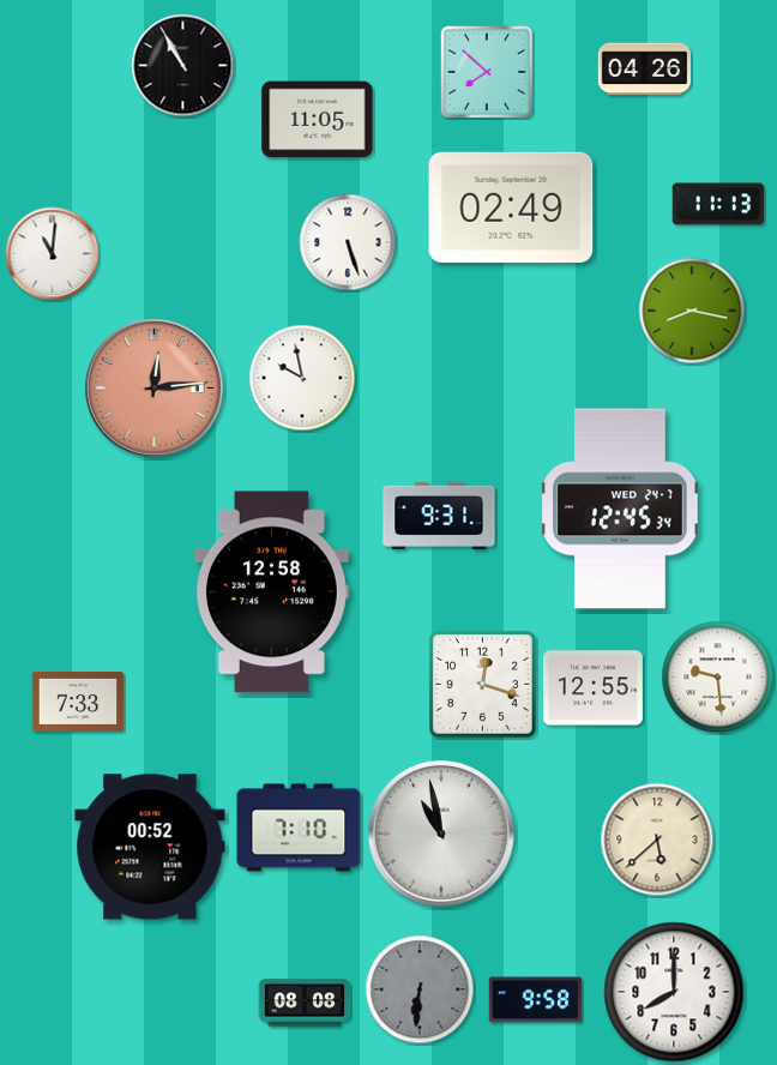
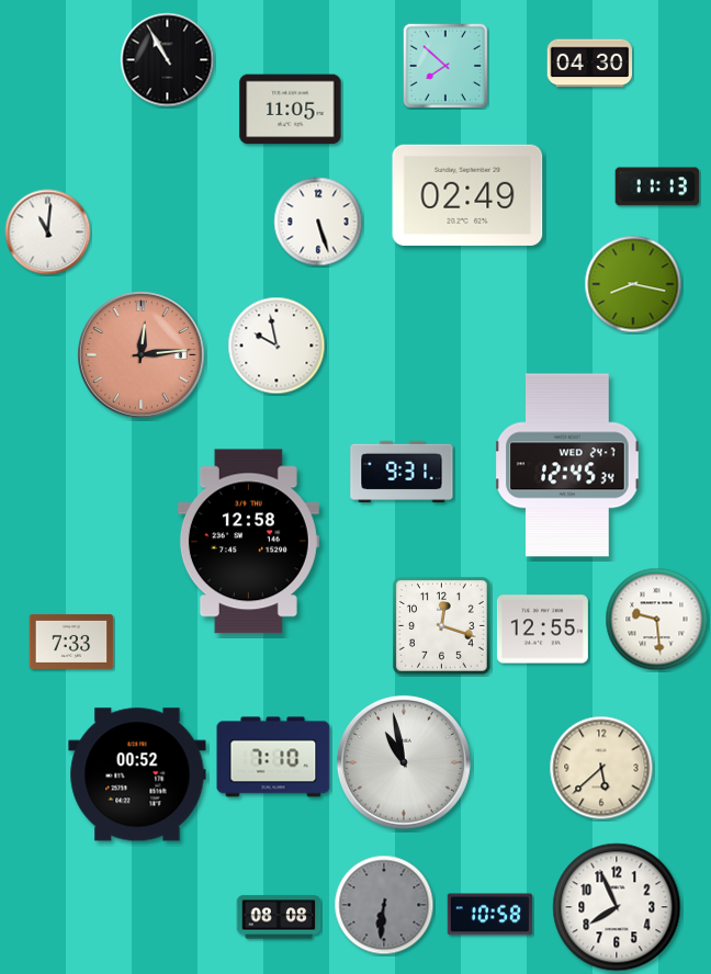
clock at (645, 70): 04:26 -> 04:30
clock at (511, 207) position: (511, 207) -> (467, 195)
clock at (674, 992): 8:00 -> 7:56
clock at (536, 1000): 9:58 -> 10:58
